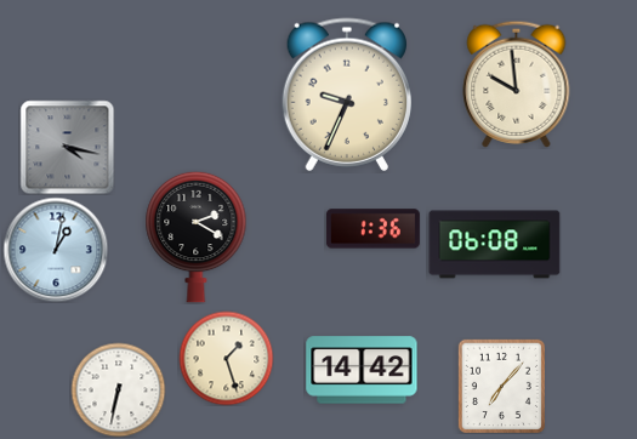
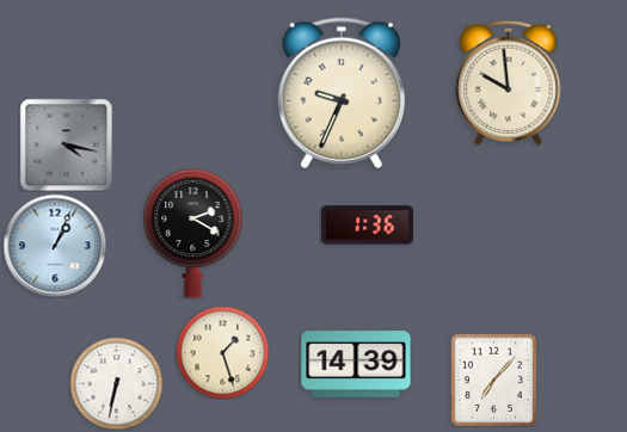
clock at (495, 245): 06:08 -> none
clock at (56, 250): 1:02 -> 1:04
clock at (362, 370): 14:42 -> 14:39
